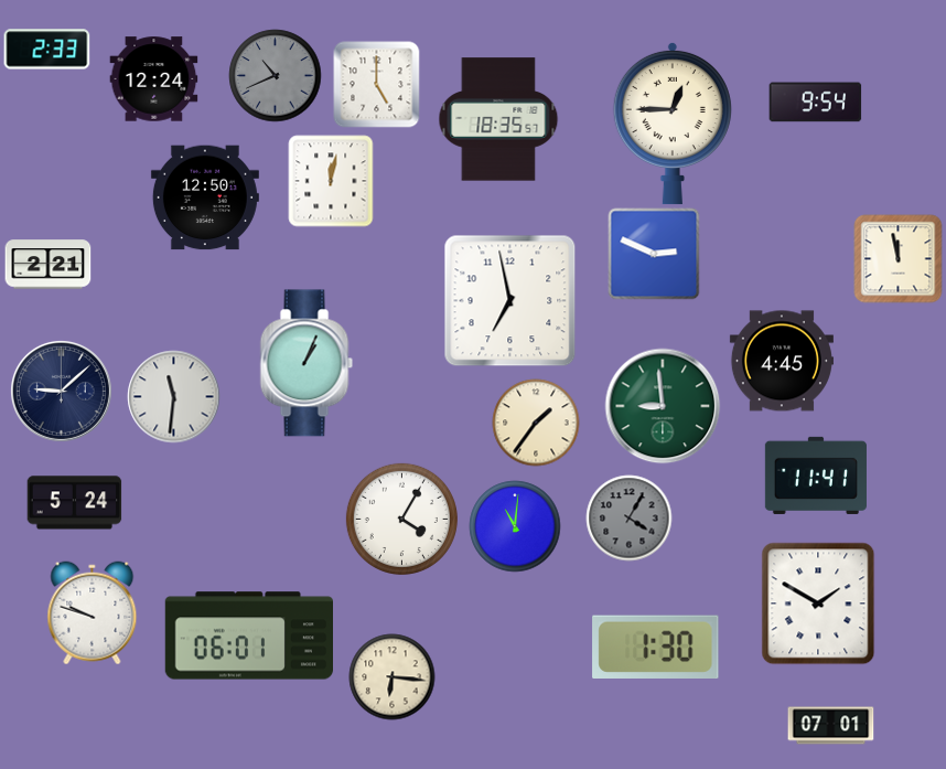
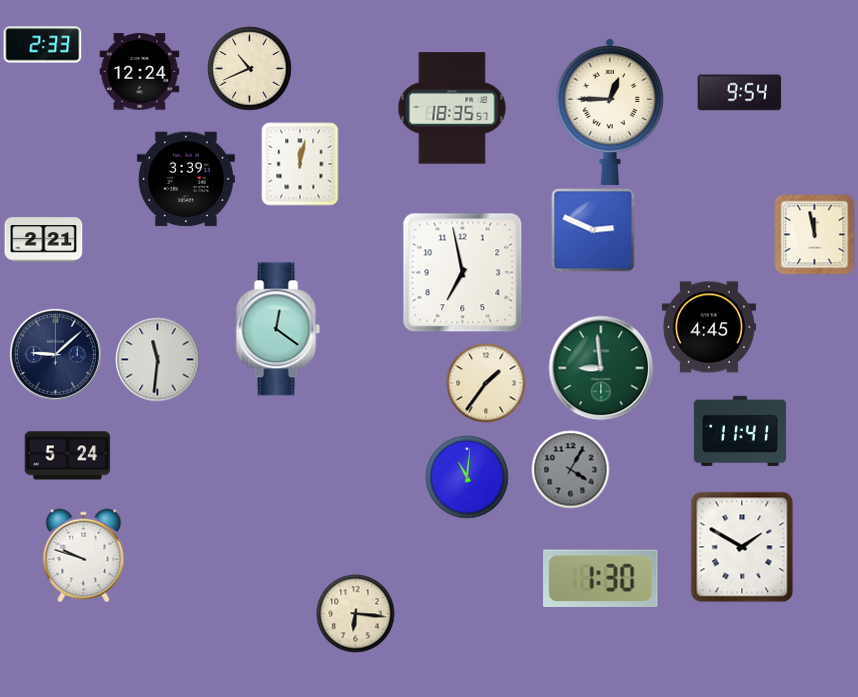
clock at (275, 75) dial: grey -> cream
clock at (376, 84): 5:00 -> none
clock at (205, 197): 12:50 -> 3:39
clock at (307, 363): 1:04 -> 12:21
clock at (401, 519): 4:05 -> none
clock at (248, 636): 06:01 -> none
clock at (656, 647) position: (656, 647) -> (601, 578)
clock at (830, 726): 07:01 -> none
